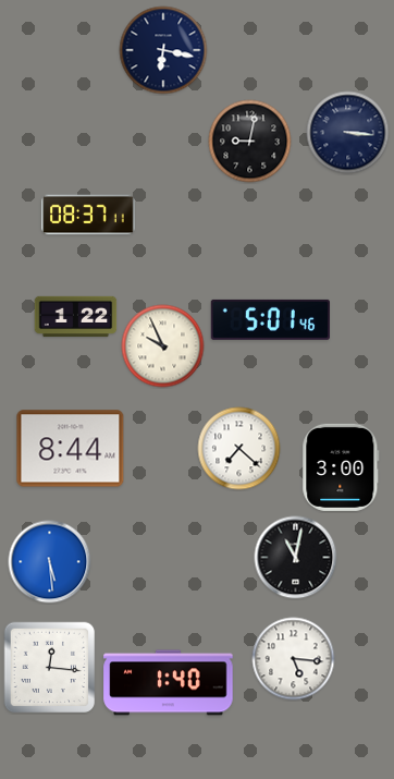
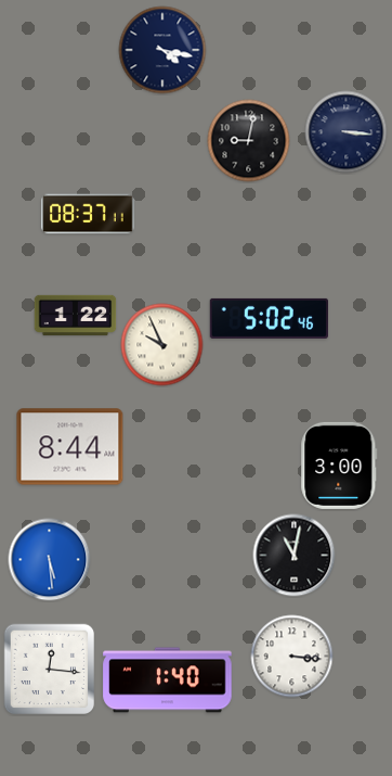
clock at (163, 50): 6:17 -> 4:17
clock at (270, 319): 5:01 -> 5:02
clock at (239, 449): 7:22 -> none
clock at (294, 659): 5:16 -> 3:16
clock at (50, 668) position: (50, 668) -> (50, 670)
